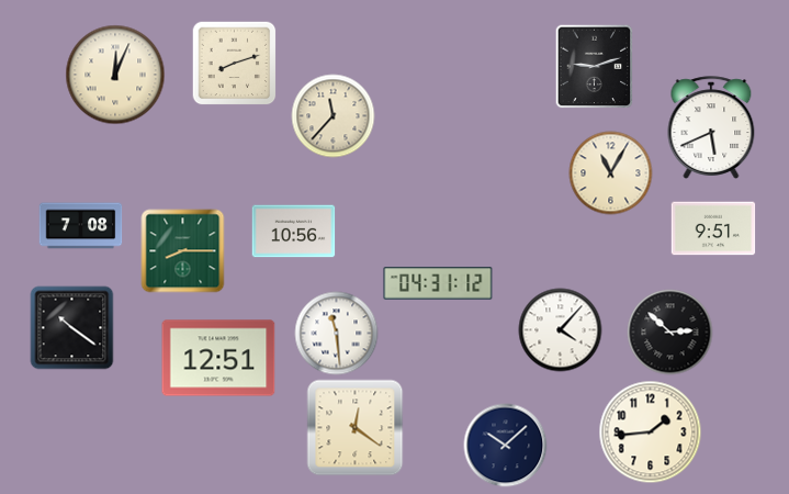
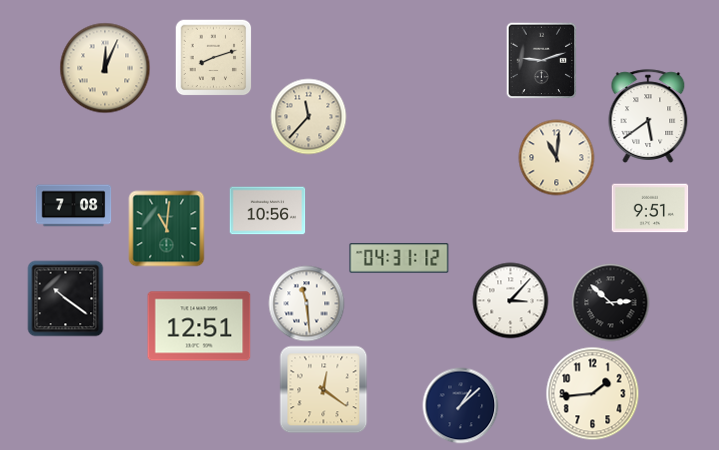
clock at (334, 116) position: (334, 116) -> (309, 117)
clock at (711, 127): 5:41 -> 5:39
clock at (611, 173): 11:05 -> 11:01
clock at (183, 251): 8:15 -> 11:01
clock at (561, 330): 4:07 -> 3:07
clock at (506, 446): 10:08 -> 1:08
